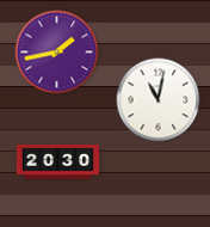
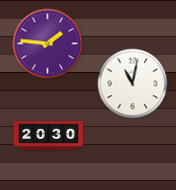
clock at (57, 53): 1:43 -> 1:46
